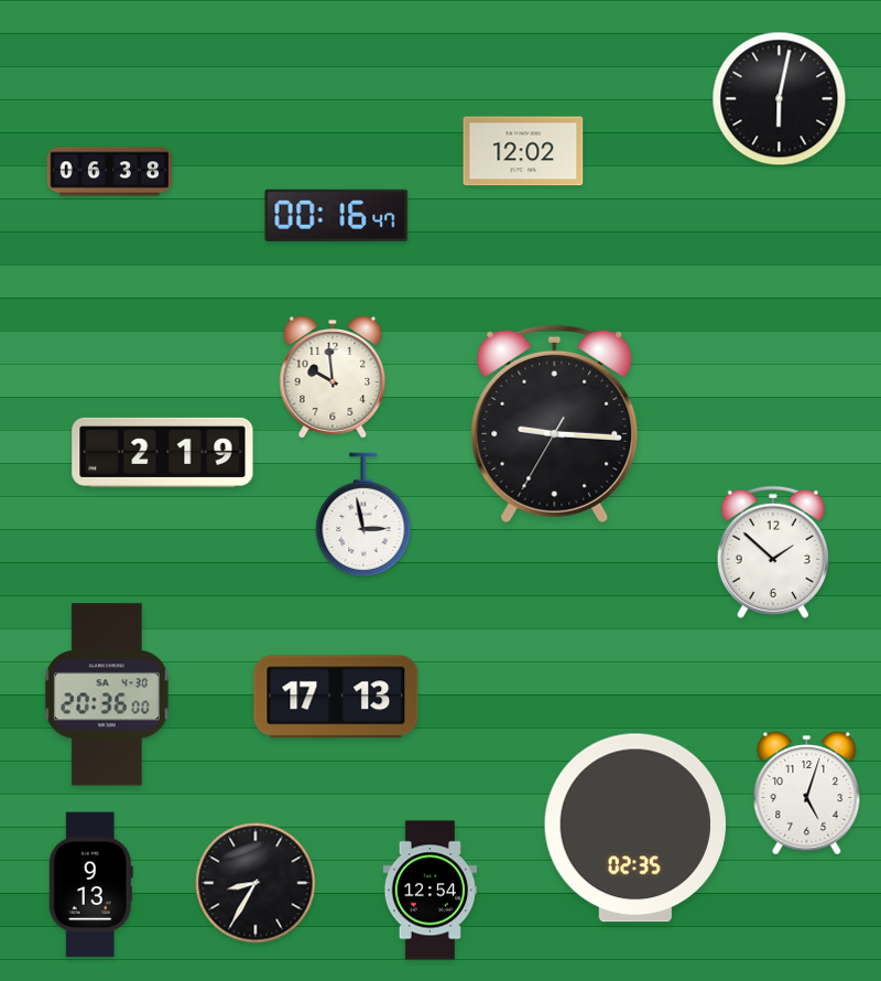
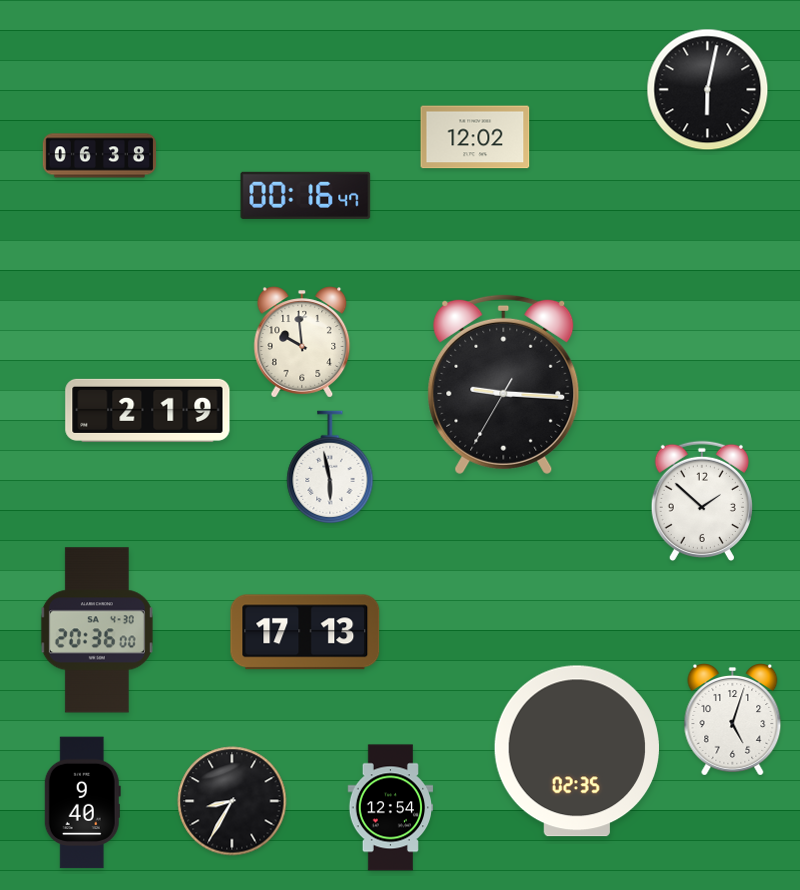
clock at (363, 515): 2:58 -> 5:58
clock at (90, 885): 9:13 -> 9:40
